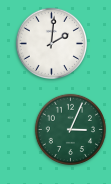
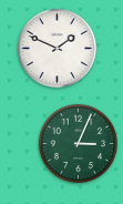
clock at (51, 43): 2:01 -> 1:49
